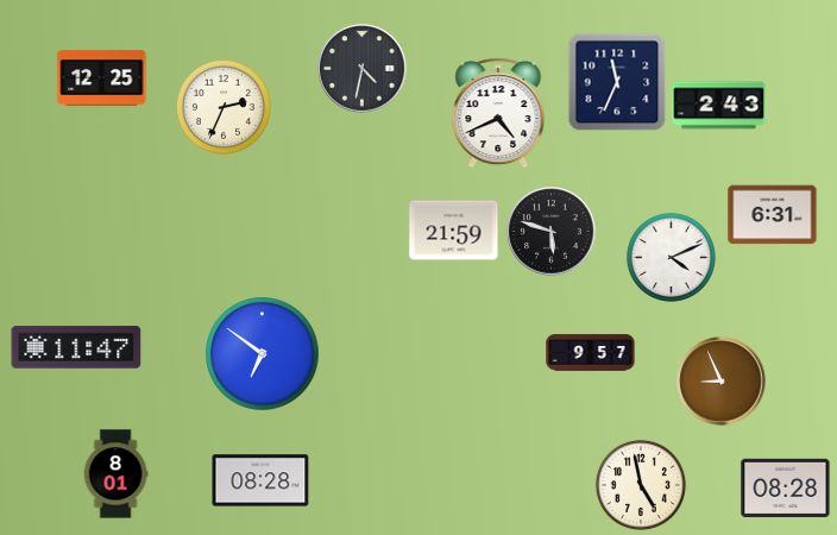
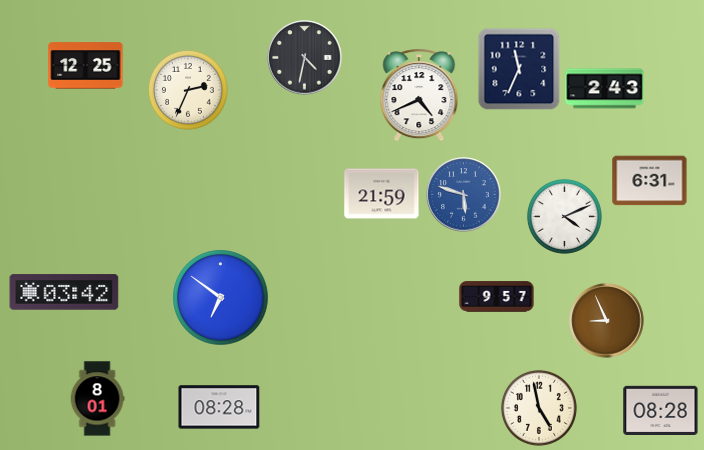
clock at (552, 232) dial: black -> blue
clock at (76, 347): 11:47 -> 03:42
clock at (260, 480) position: (260, 480) -> (219, 407)
